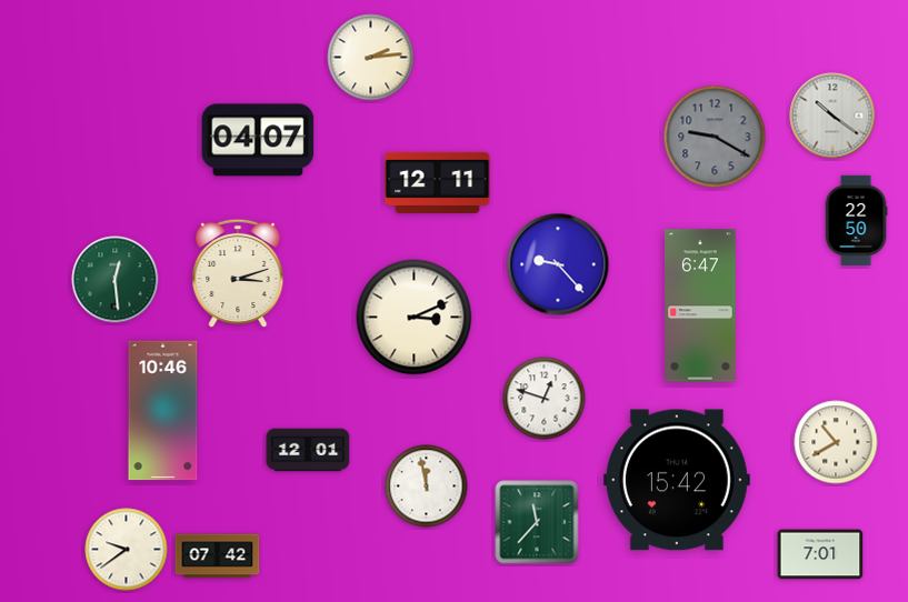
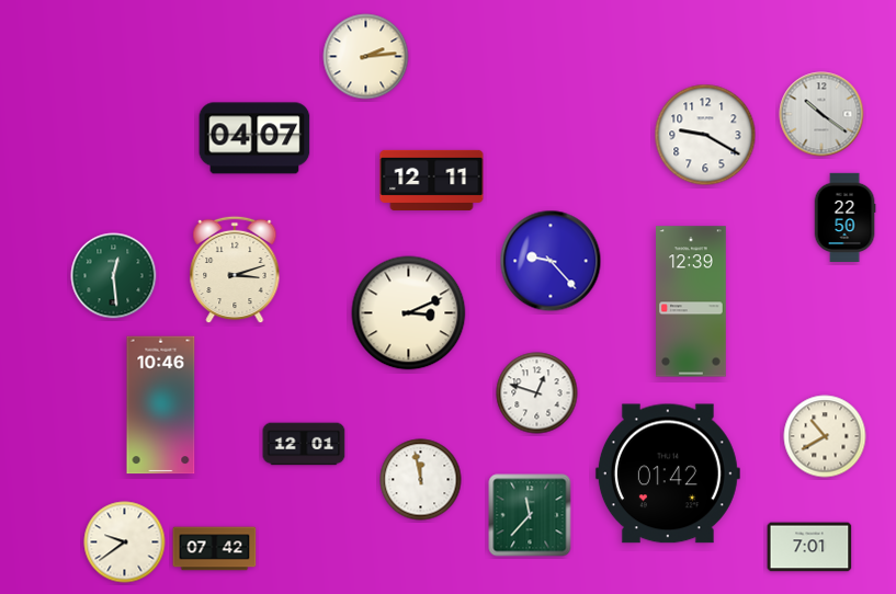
clock at (715, 137) dial: grey -> white
clock at (701, 305): 6:47 -> 12:39
clock at (677, 480): 15:42 -> 01:42
